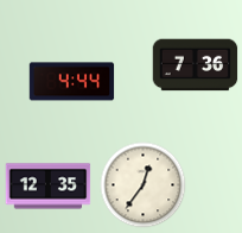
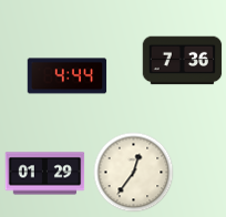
clock at (49, 187): 12:35 -> 01:29
